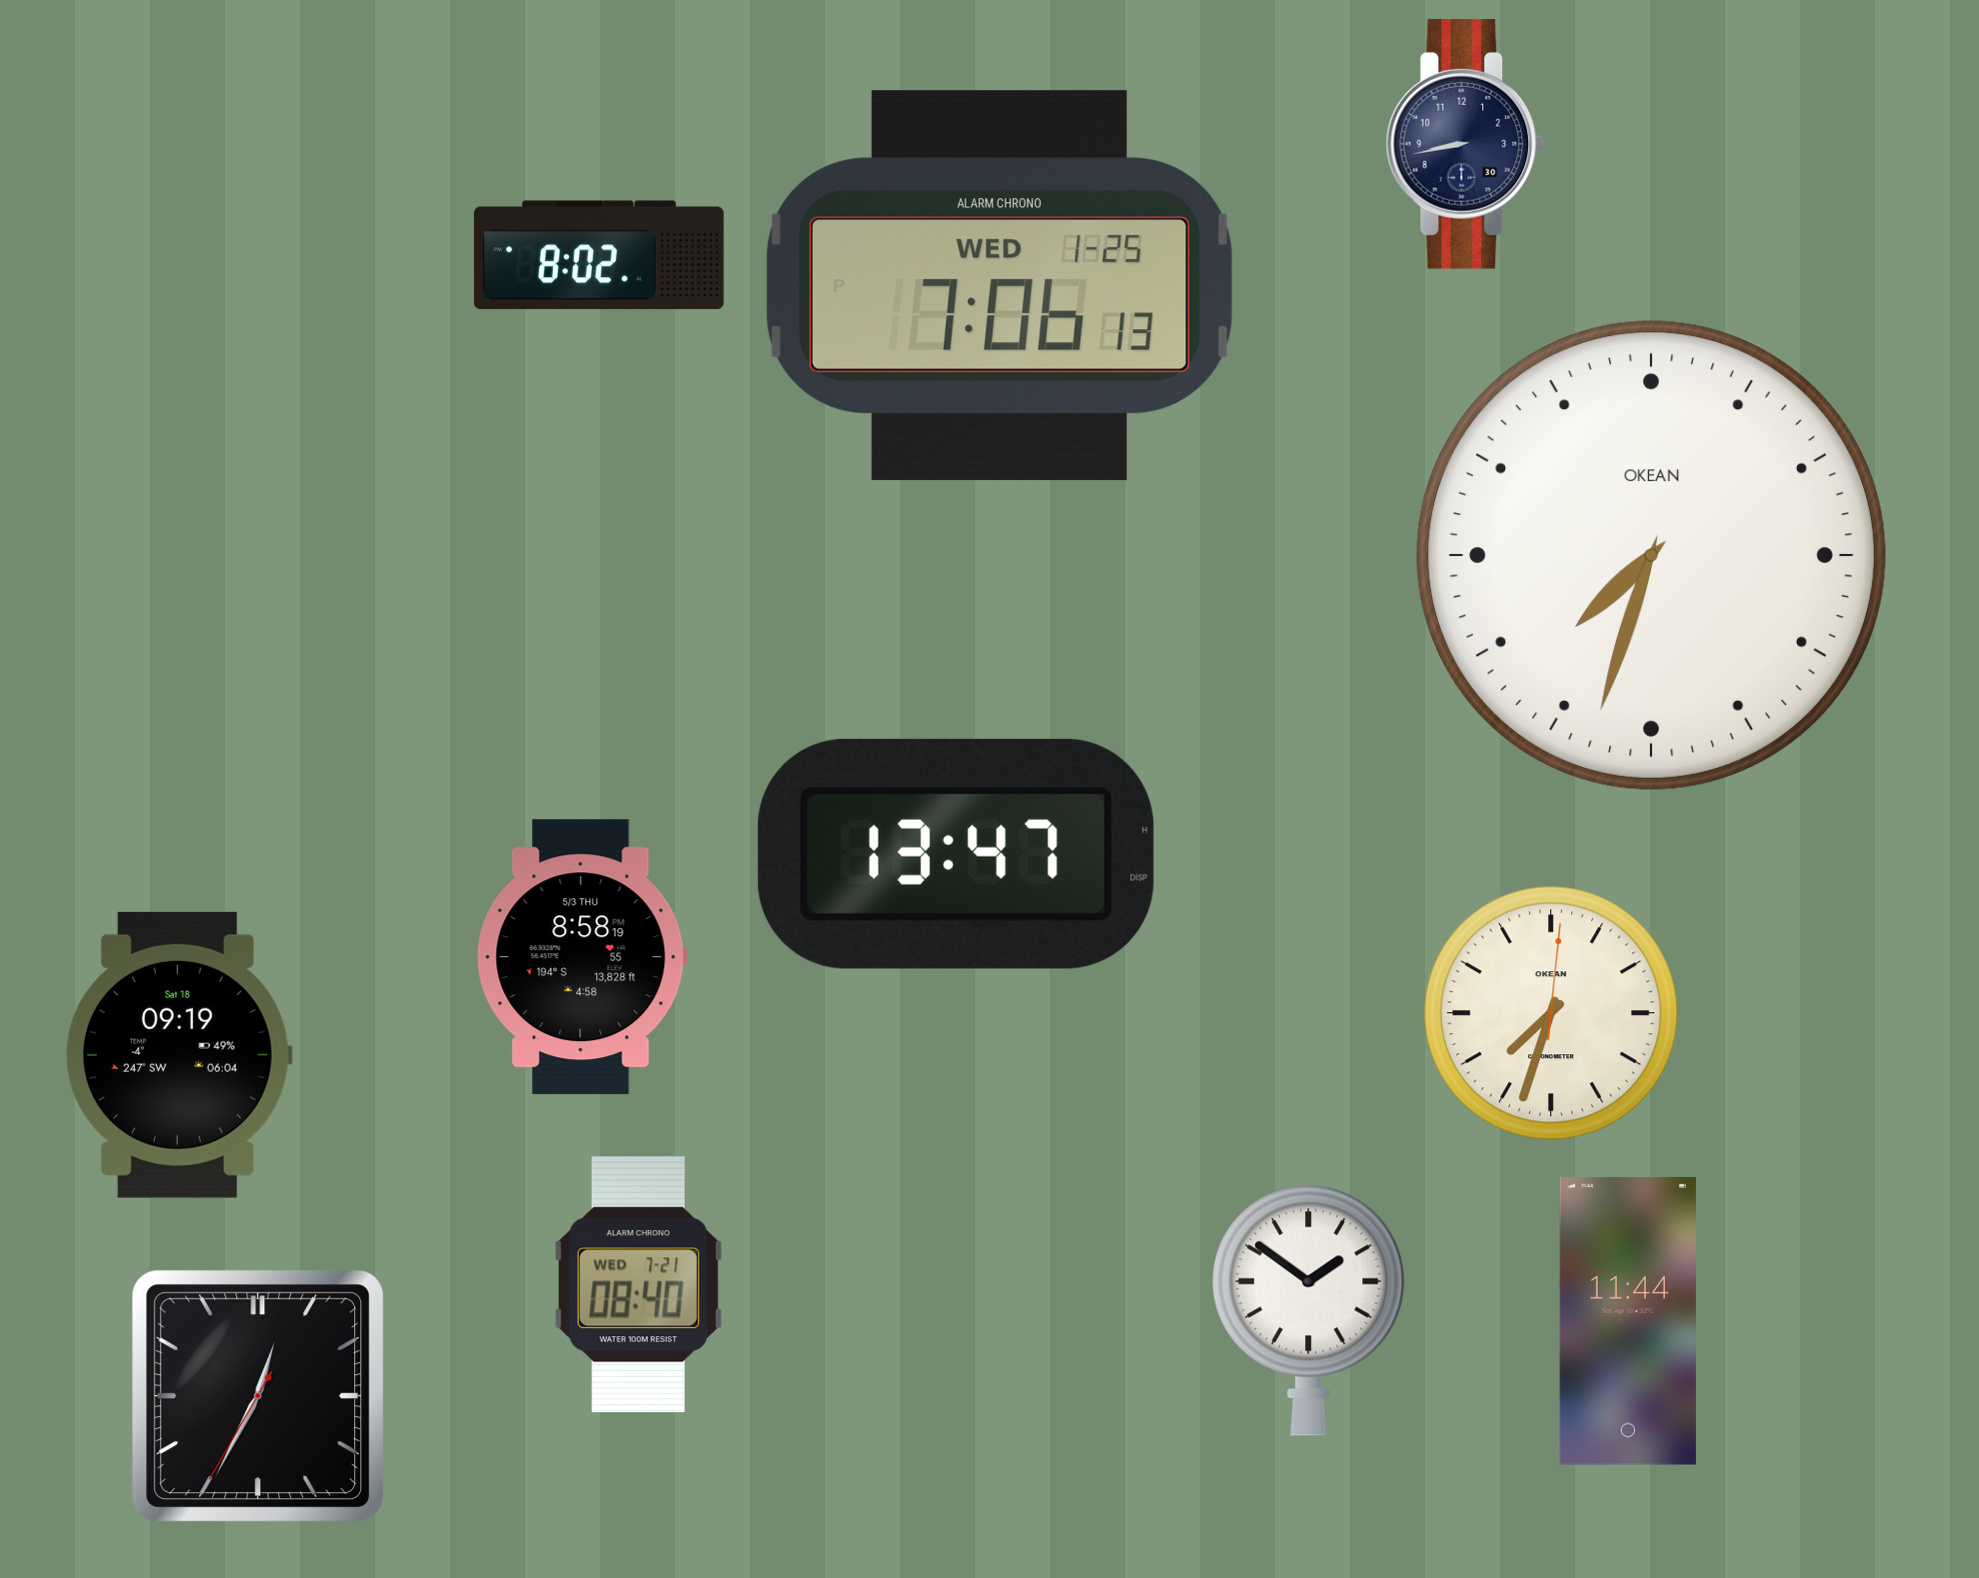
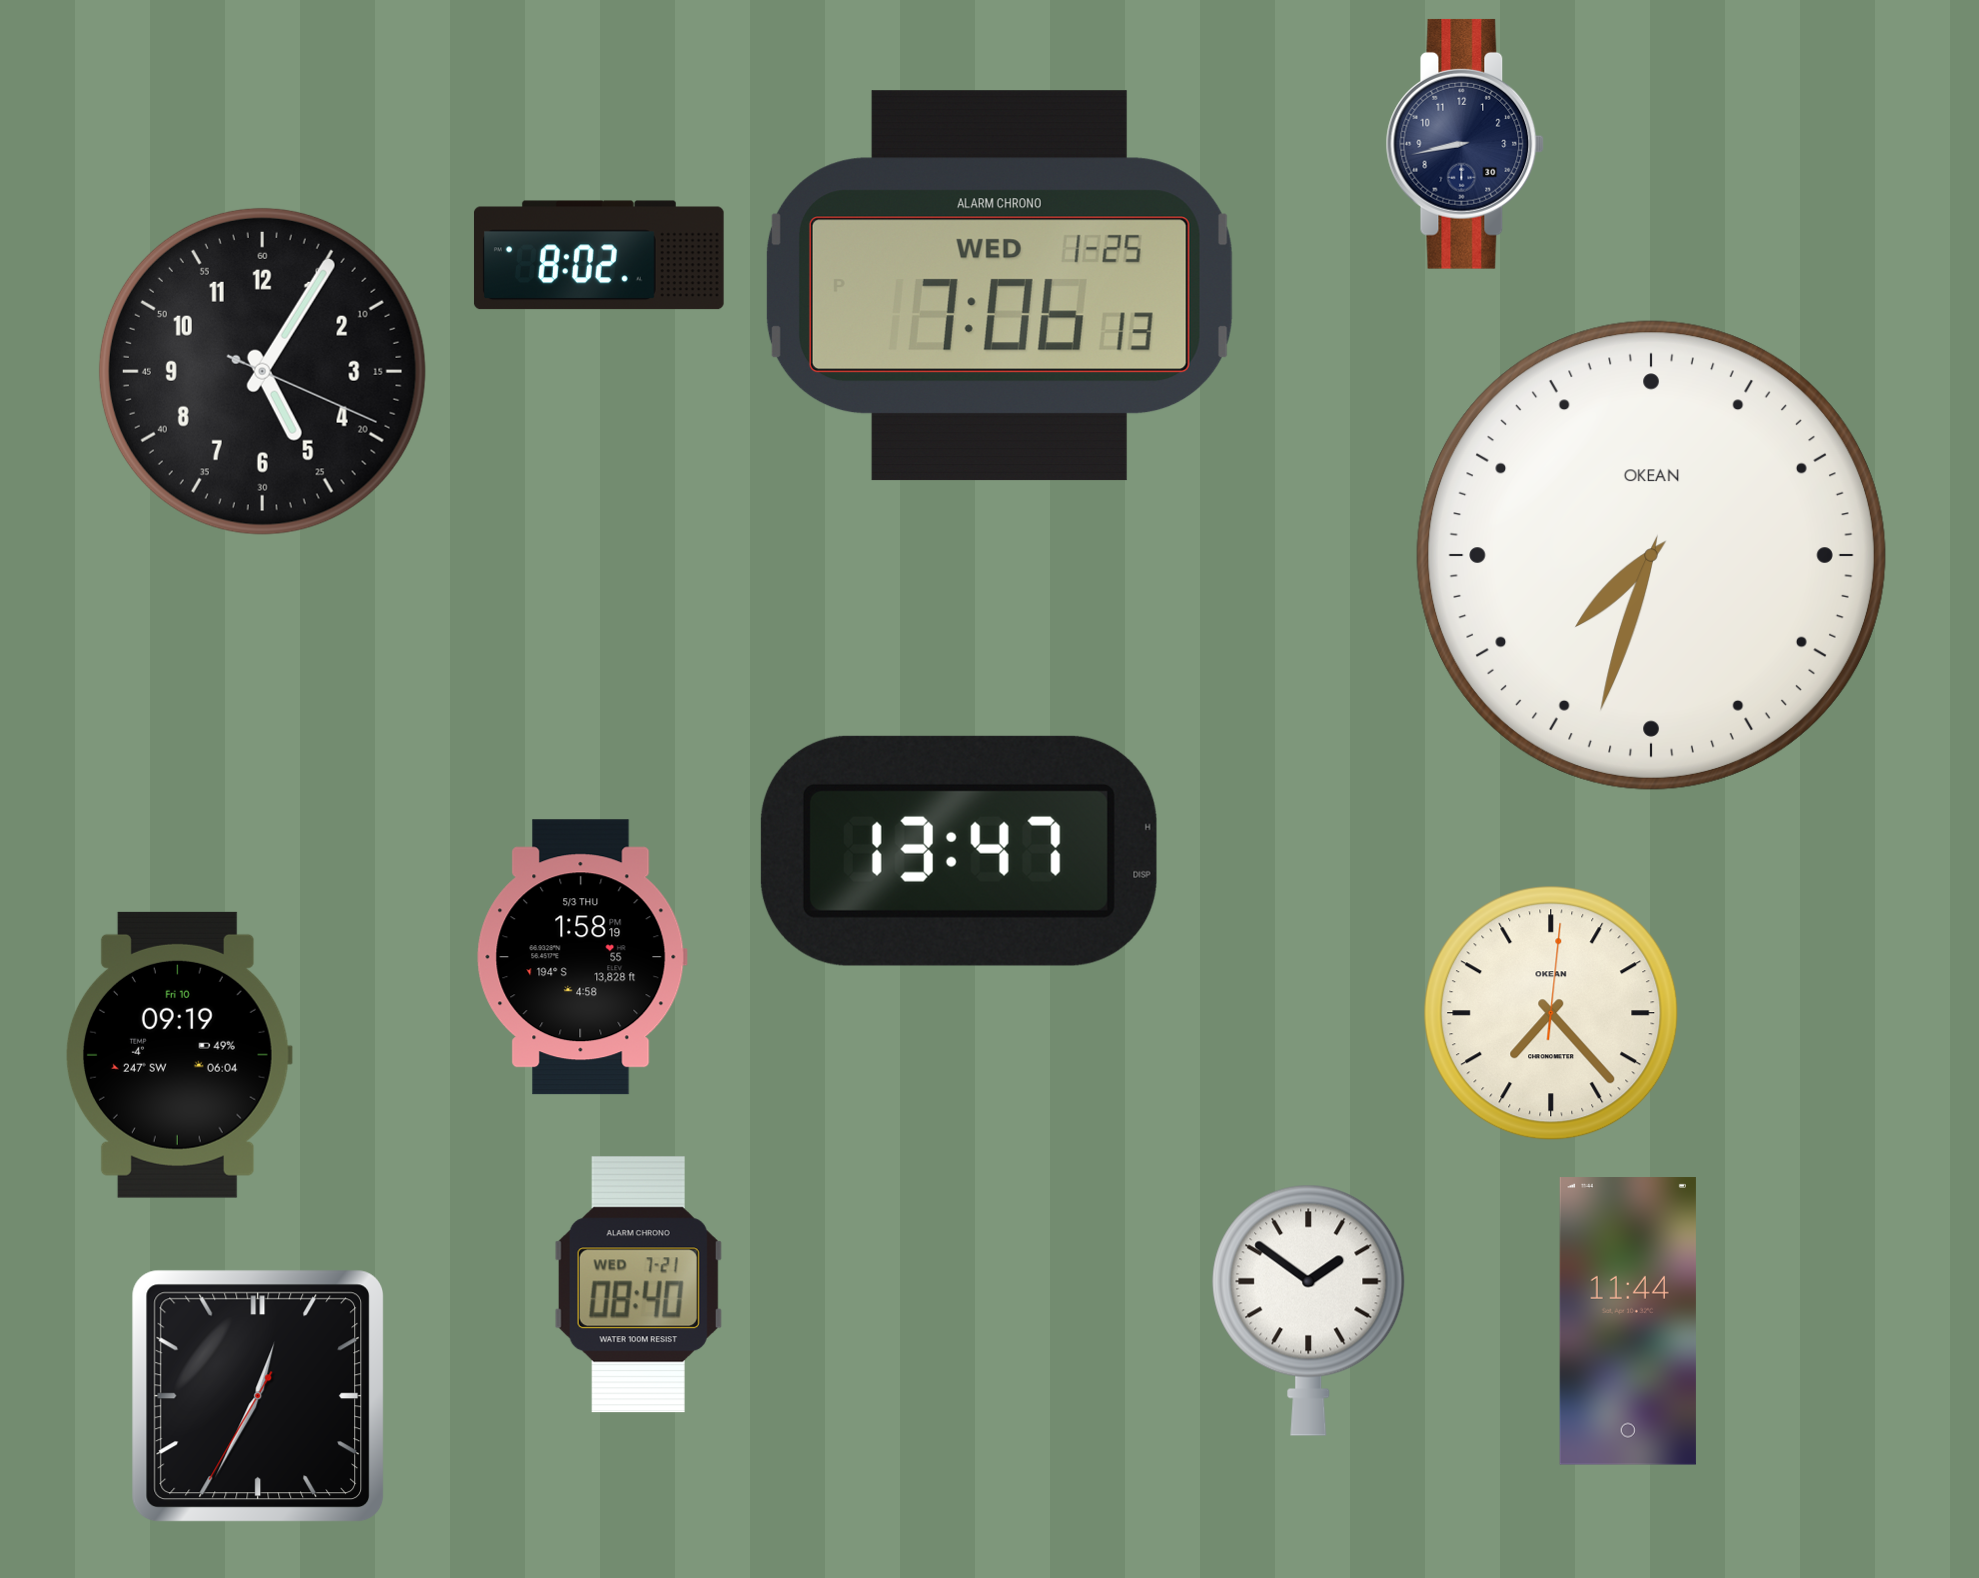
clock at (262, 371): none -> 5:05
clock at (956, 854) position: (956, 854) -> (959, 851)
clock at (582, 957): 8:58 -> 1:58
clock at (1551, 1013): 7:33 -> 7:23
clock at (178, 1055) date: Sat 18 -> Fri 10
